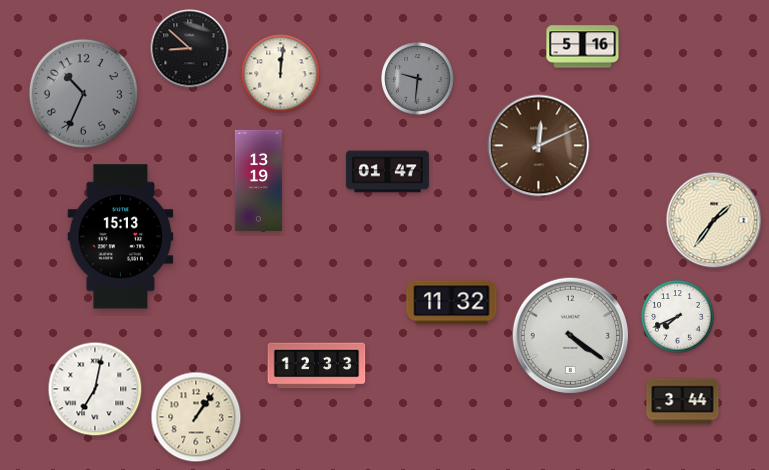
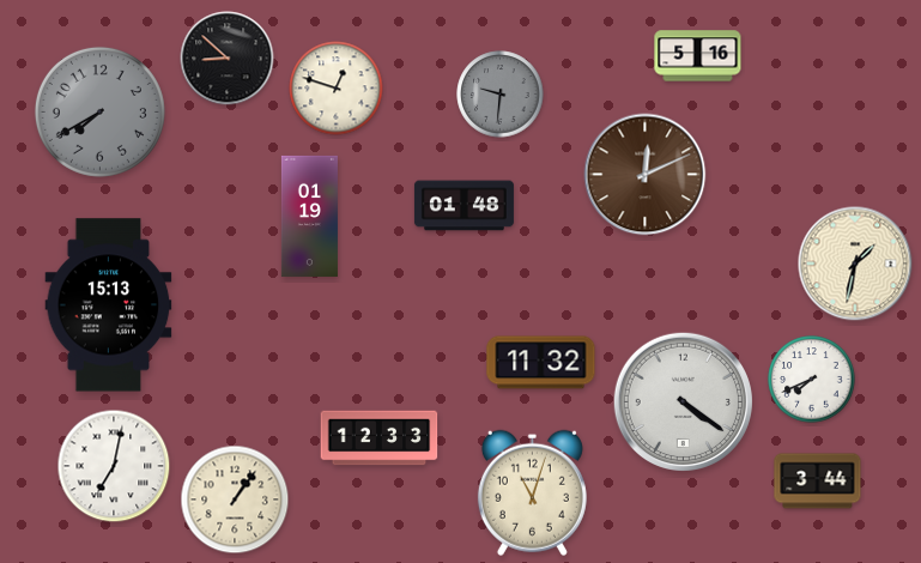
clock at (281, 74): 12:01 -> 12:48
clock at (83, 93): 10:34 -> 7:40
clock at (387, 172): 01:47 -> 01:48
clock at (258, 180): 13:19 -> 01:19
clock at (714, 220): 1:36 -> 1:32
clock at (121, 237) position: (121, 237) -> (109, 305)
clock at (532, 492): none -> 11:03
